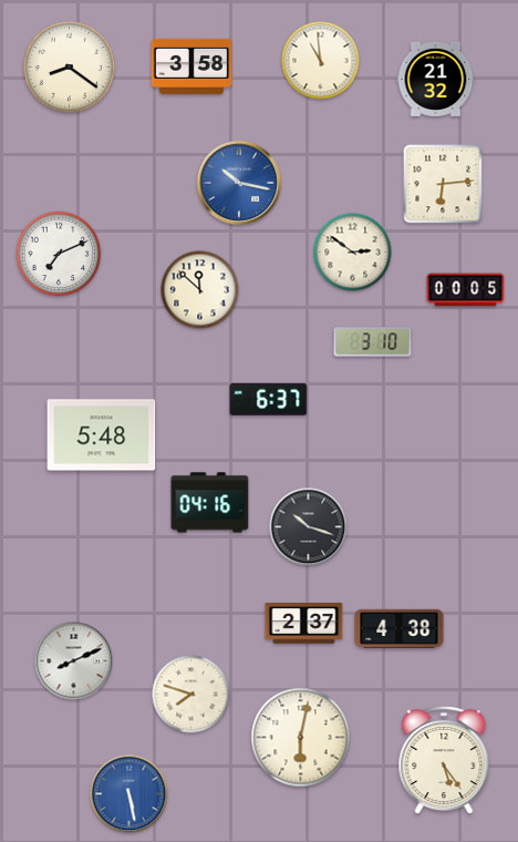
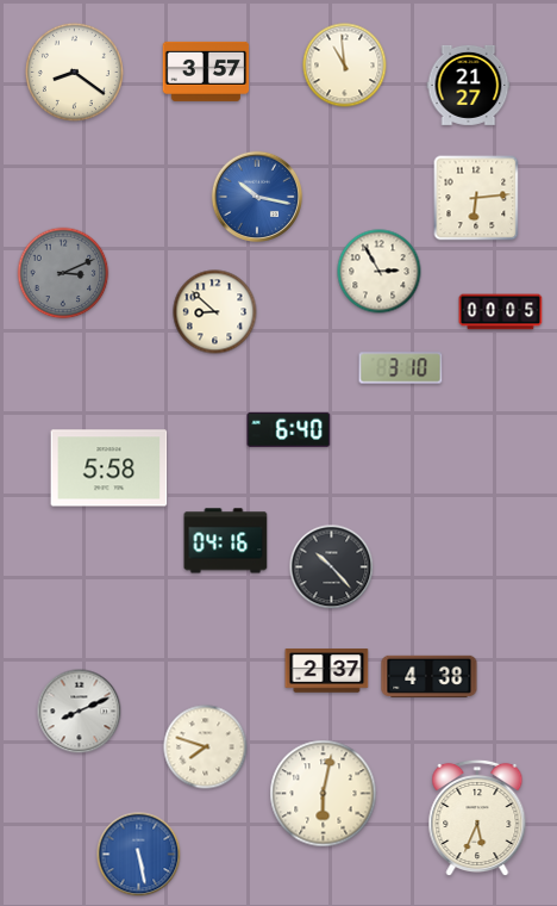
clock at (191, 66): 3:58 -> 3:57
clock at (436, 79): 21:32 -> 21:27
clock at (353, 253): 2:51 -> 2:55
clock at (59, 254): 7:11 -> 3:11
clock at (59, 254) dial: white -> grey
clock at (200, 290): 11:52 -> 8:52
clock at (269, 399): 6:37 -> 6:40
clock at (102, 435): 5:48 -> 5:58
clock at (309, 527): 10:18 -> 10:23
clock at (444, 760): 5:24 -> 5:34
